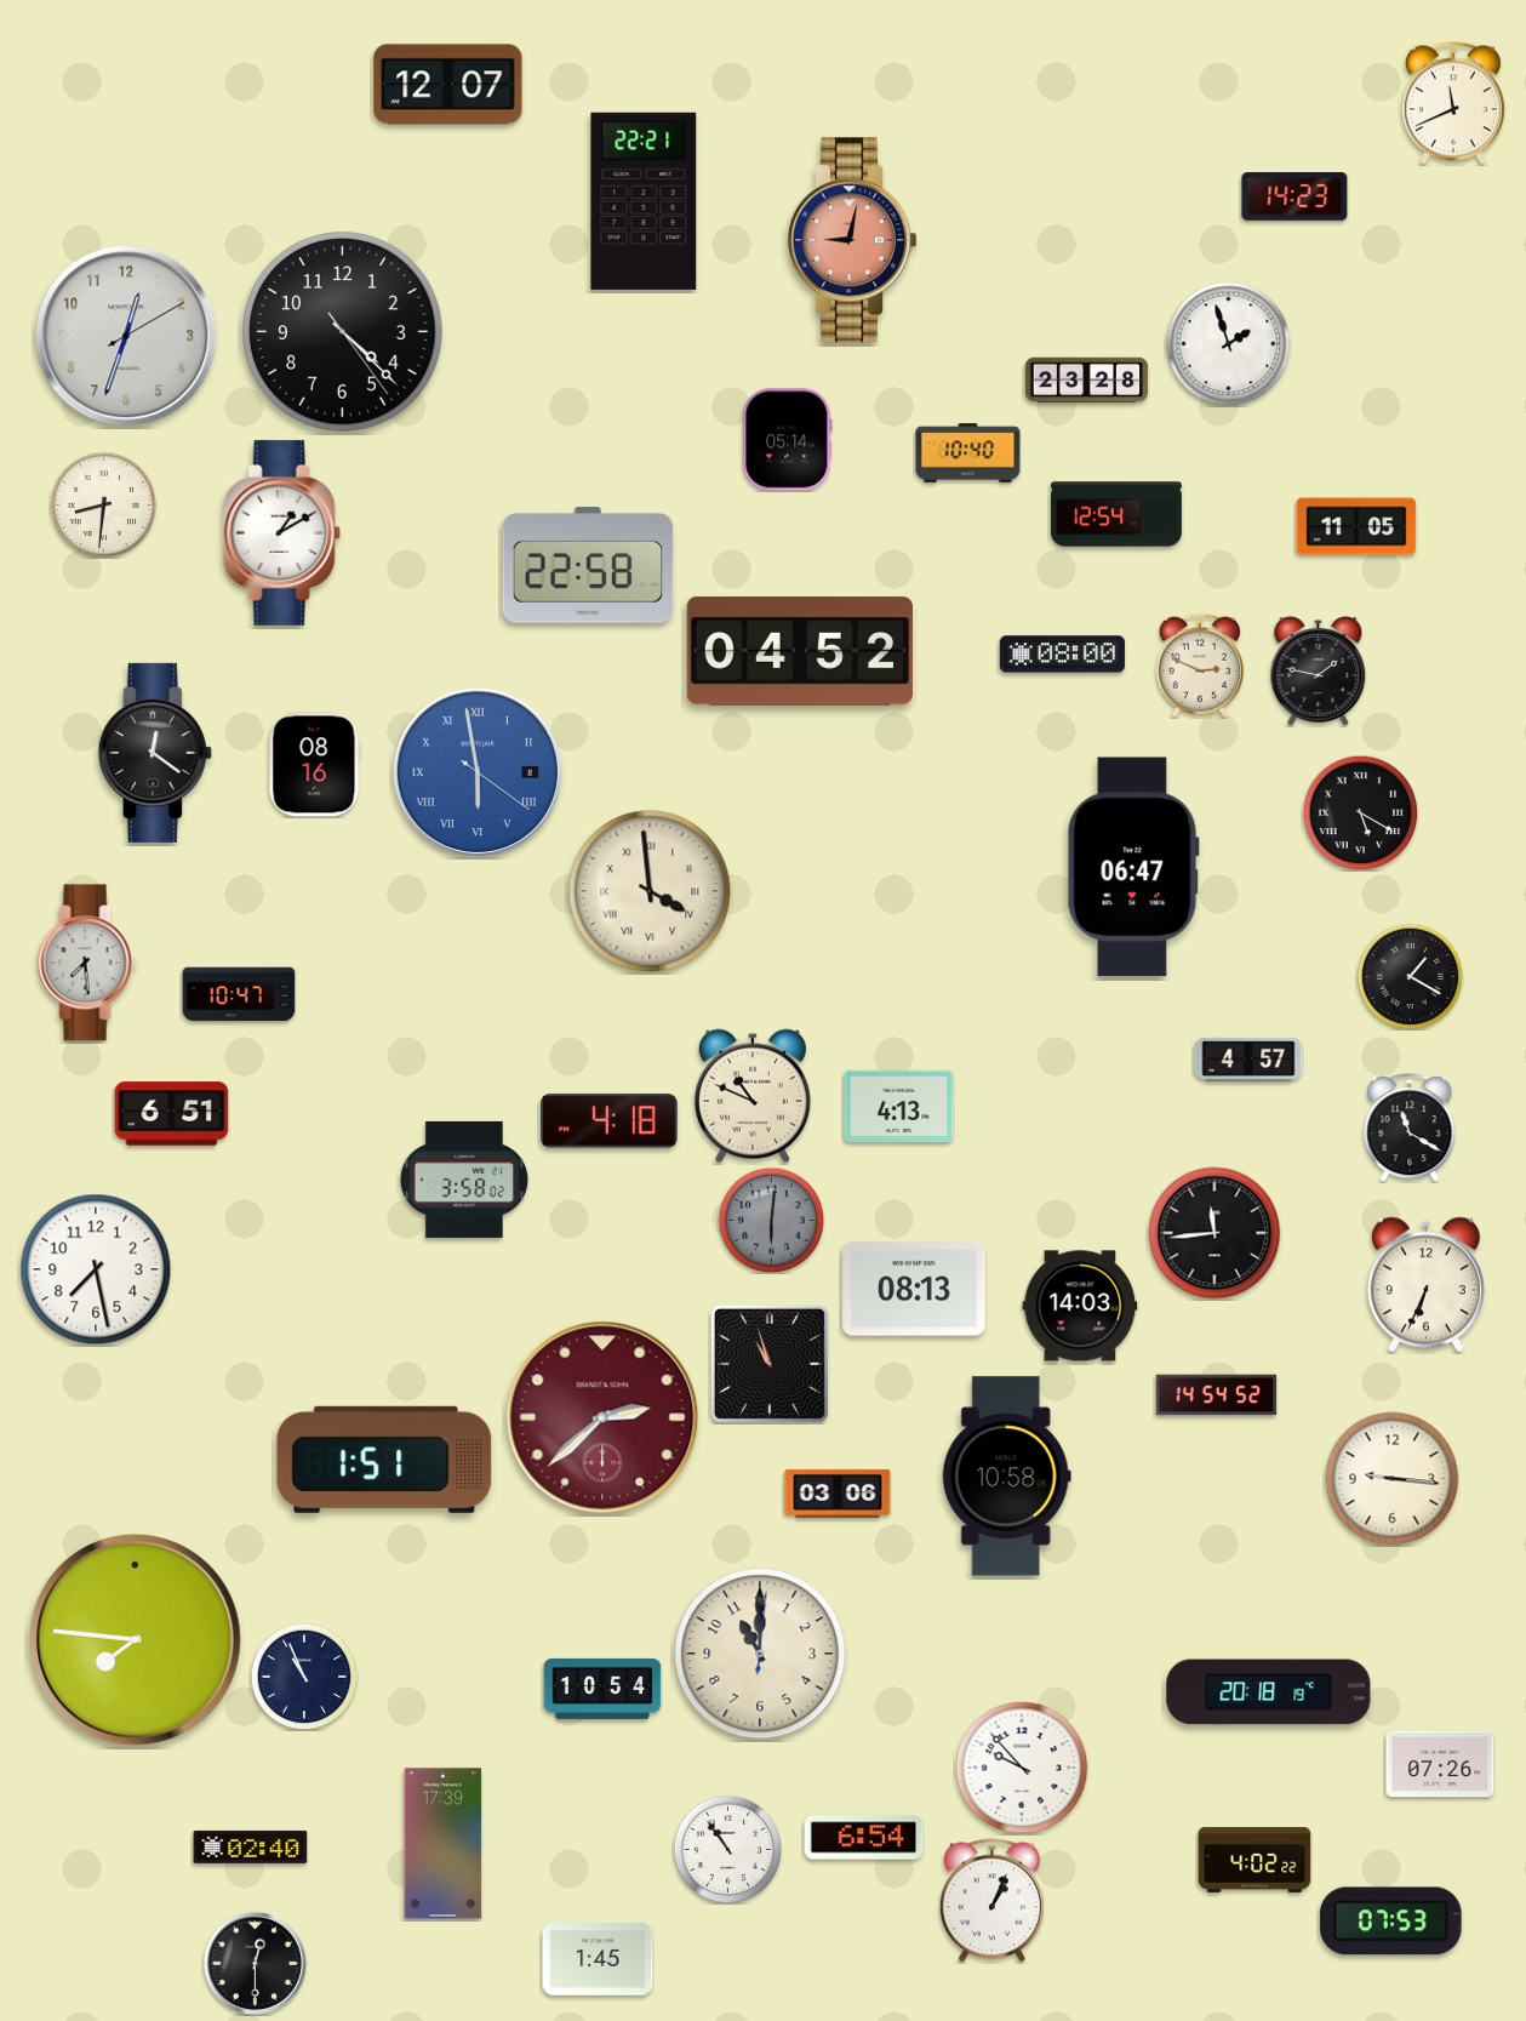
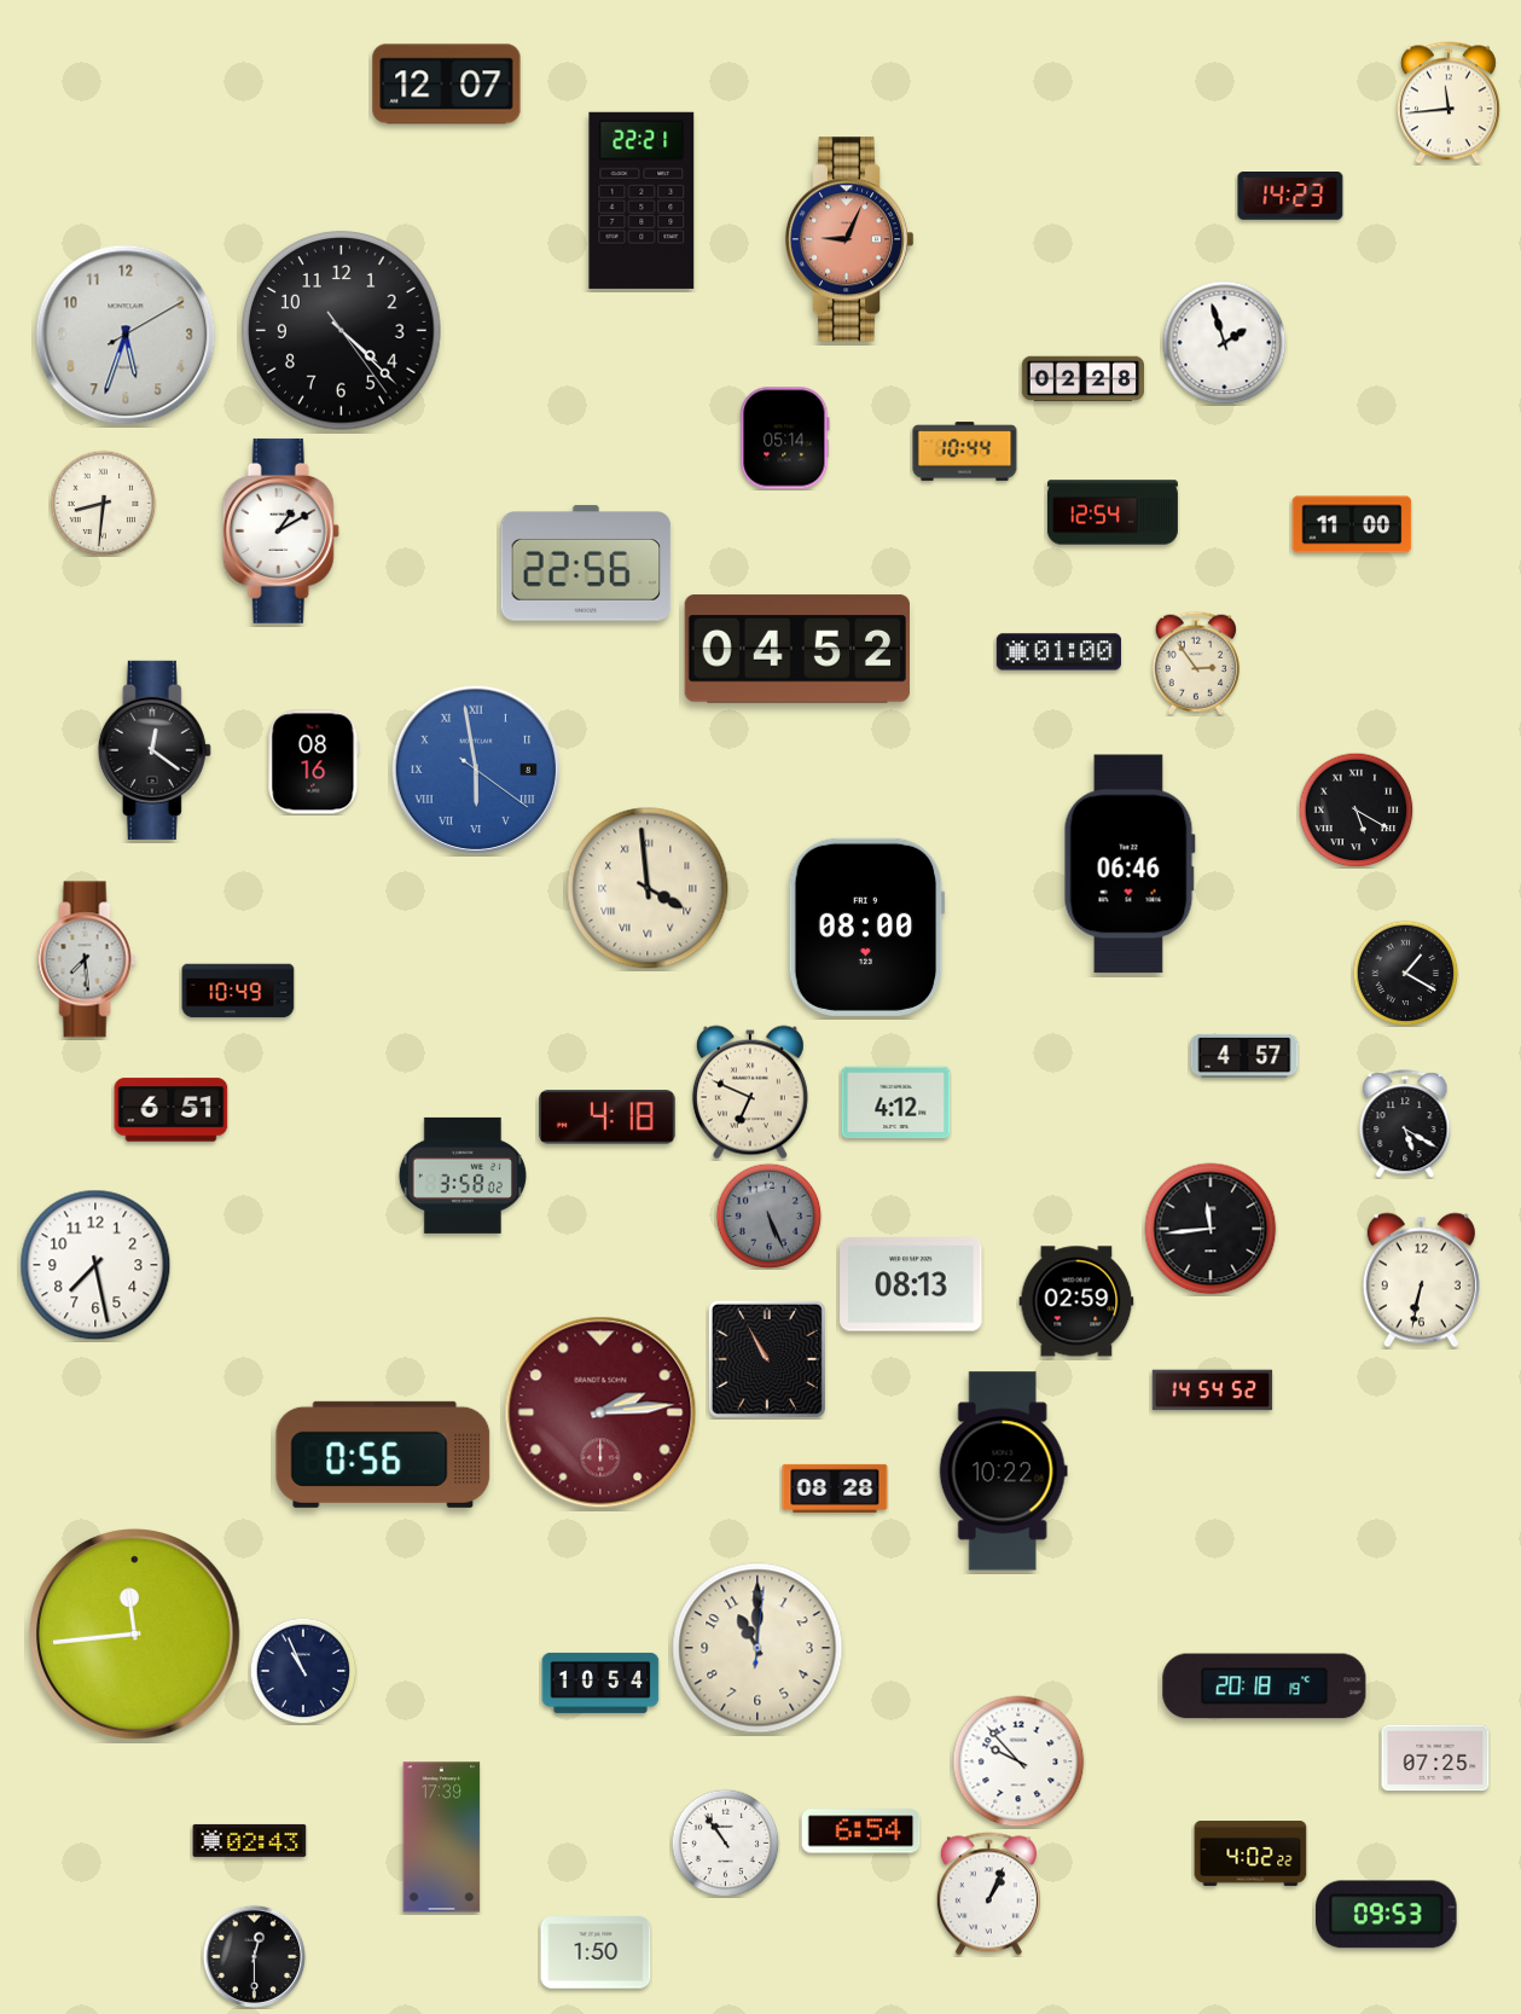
clock at (1453, 103): 11:41 -> 11:44
clock at (853, 240): 9:02 -> 9:04
clock at (126, 336): 12:33 -> 5:33
clock at (1087, 381): 23:28 -> 02:28
clock at (968, 453): 10:40 -> 10:44
clock at (1356, 526): 11:05 -> 11:00
clock at (588, 565): 22:58 -> 22:56
clock at (1062, 655): 08:00 -> 01:00
clock at (1199, 666): 2:49 -> 2:54
clock at (1319, 670): 1:47 -> none
clock at (1133, 867): 06:47 -> 06:46
clock at (866, 927): none -> 08:00
clock at (239, 994): 10:47 -> 10:49
clock at (753, 1096): 10:49 -> 6:49
clock at (899, 1107): 4:13 -> 4:12
clock at (1410, 1127): 11:20 -> 5:20
clock at (771, 1220): 6:01 -> 5:26
clock at (1425, 1285): 6:34 -> 6:32
clock at (1080, 1306): 14:03 -> 02:59
clock at (770, 1364): 10:57 -> 10:55
clock at (602, 1417): 2:38 -> 2:14
clock at (384, 1460): 1:51 -> 0:56
clock at (1006, 1477): 10:58 -> 10:22
clock at (1393, 1479): 9:16 -> none
clock at (838, 1494): 03:06 -> 08:28
clock at (136, 1640): 7:46 -> 11:44
clock at (1440, 1764): 07:26 -> 07:25
clock at (251, 1846): 02:40 -> 02:43
clock at (1391, 1922): 07:53 -> 09:53
clock at (598, 1959): 1:45 -> 1:50
